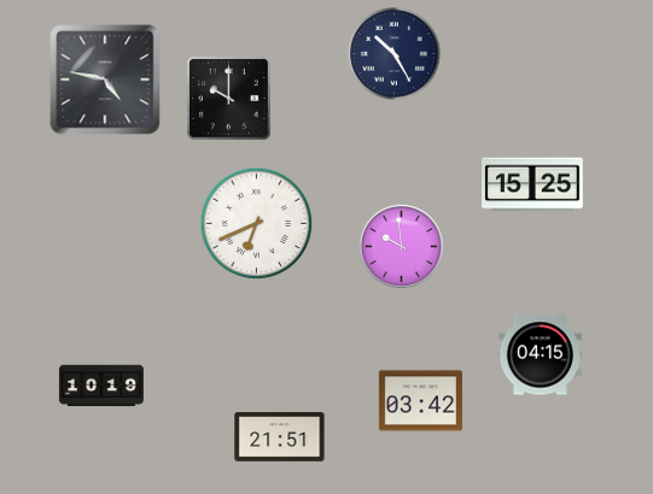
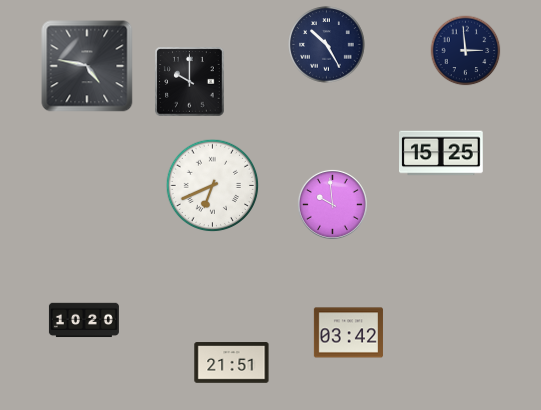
clock at (466, 51): none -> 2:59
clock at (540, 355): 04:15 -> none
clock at (101, 386): 10:19 -> 10:20
